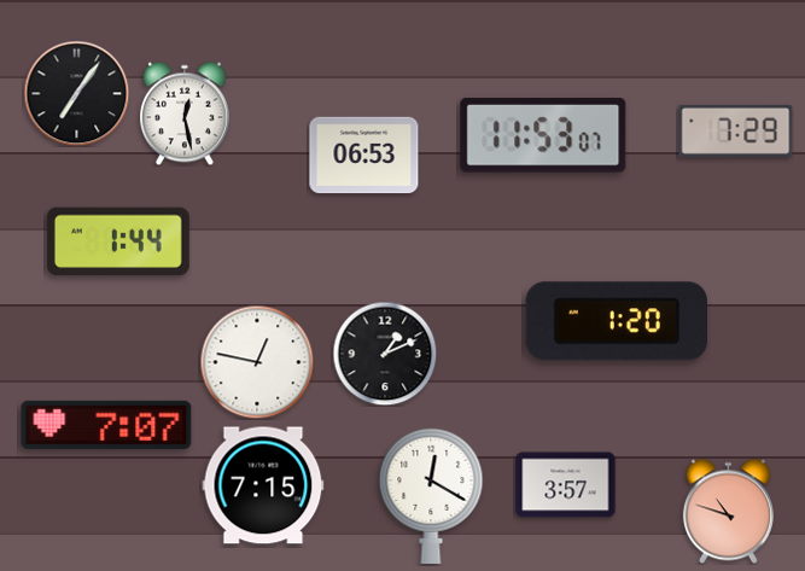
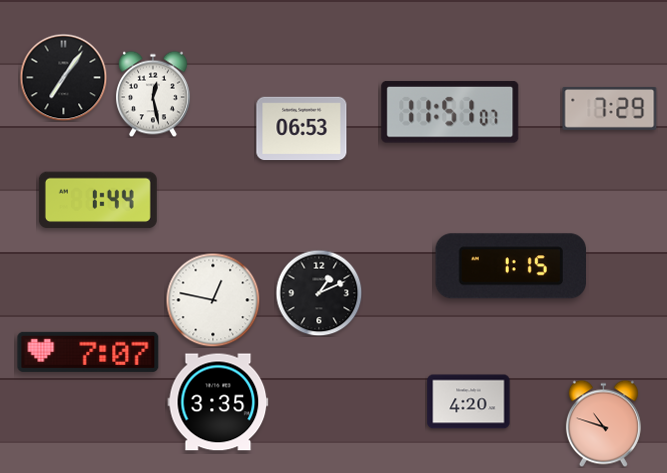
clock at (543, 135): 11:53 -> 11:51
clock at (617, 321): 1:20 -> 1:15
clock at (263, 485): 7:15 -> 3:35
clock at (566, 485): 3:57 -> 4:20
clock at (431, 495): 12:20 -> none
